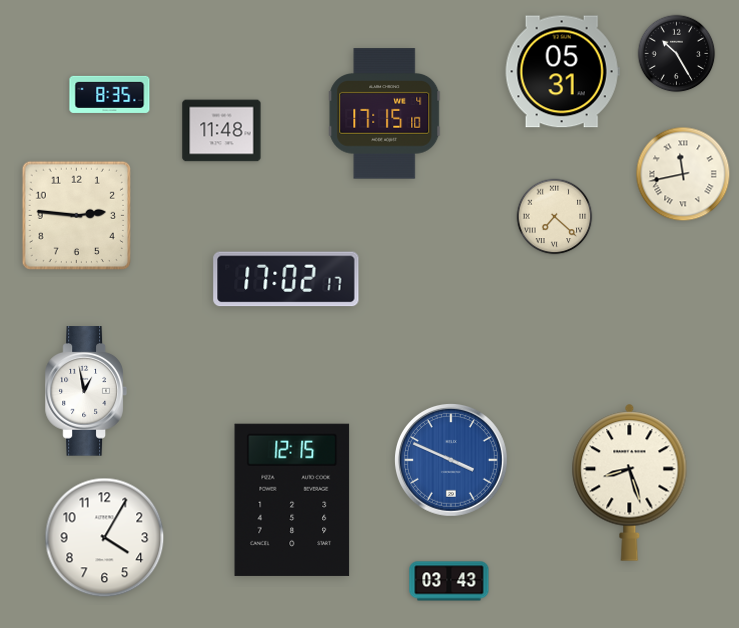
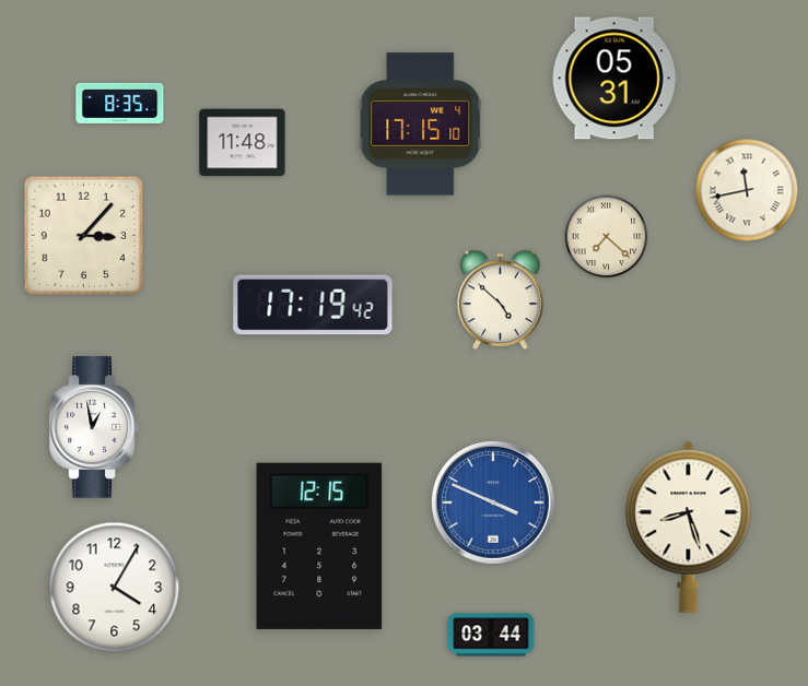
clock at (677, 54): 10:25 -> none
clock at (76, 215): 2:46 -> 3:07
clock at (501, 300): none -> 4:52
clock at (286, 279): 17:02 -> 17:19
clock at (449, 581): 03:43 -> 03:44
